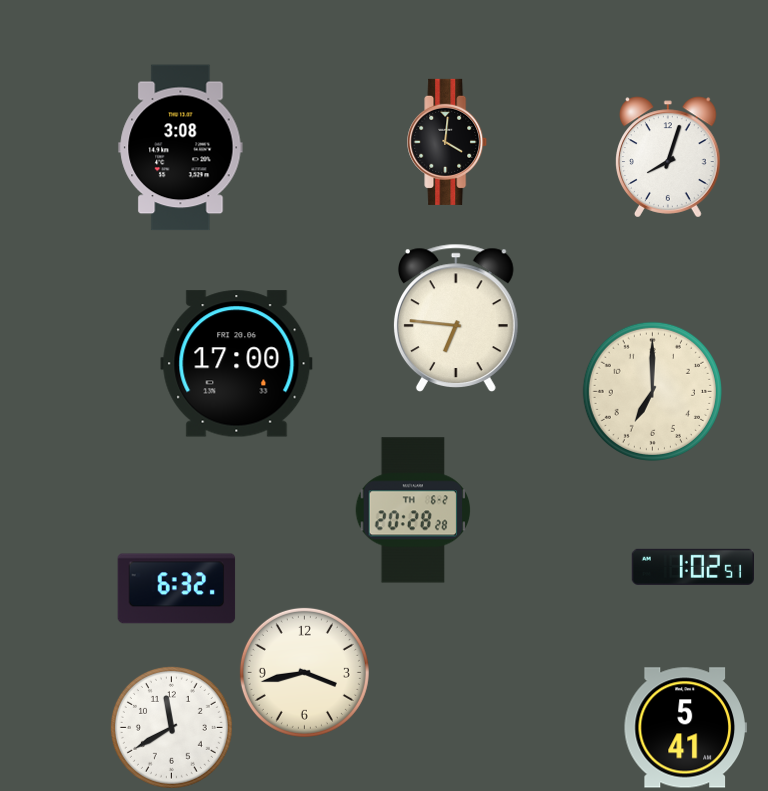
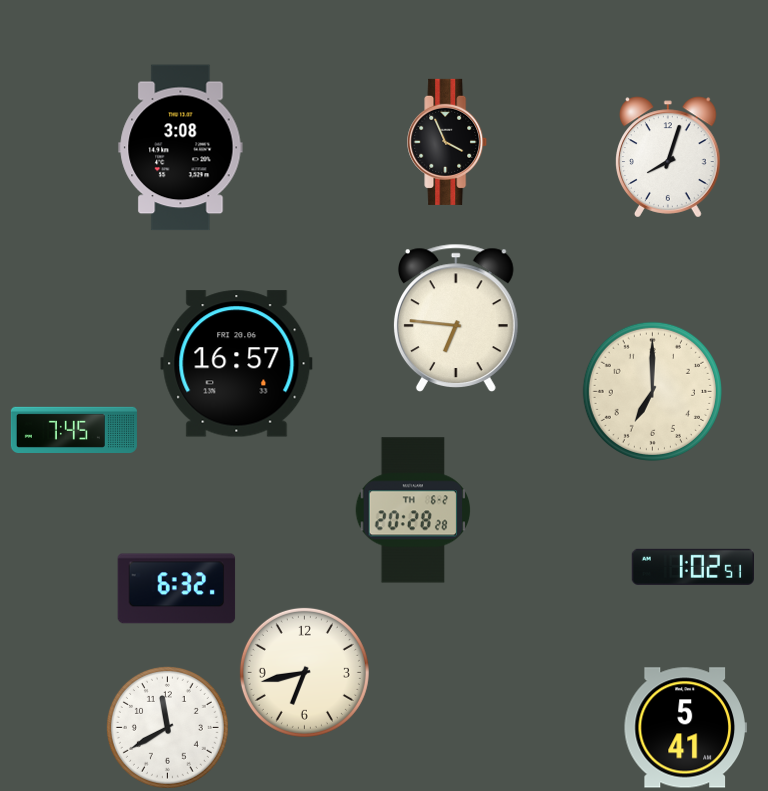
clock at (448, 142): 4:01 -> 3:56
clock at (237, 364): 17:00 -> 16:57
clock at (74, 429): none -> 7:45
clock at (304, 672): 3:43 -> 6:43
clock at (171, 727) position: (171, 727) -> (167, 727)
